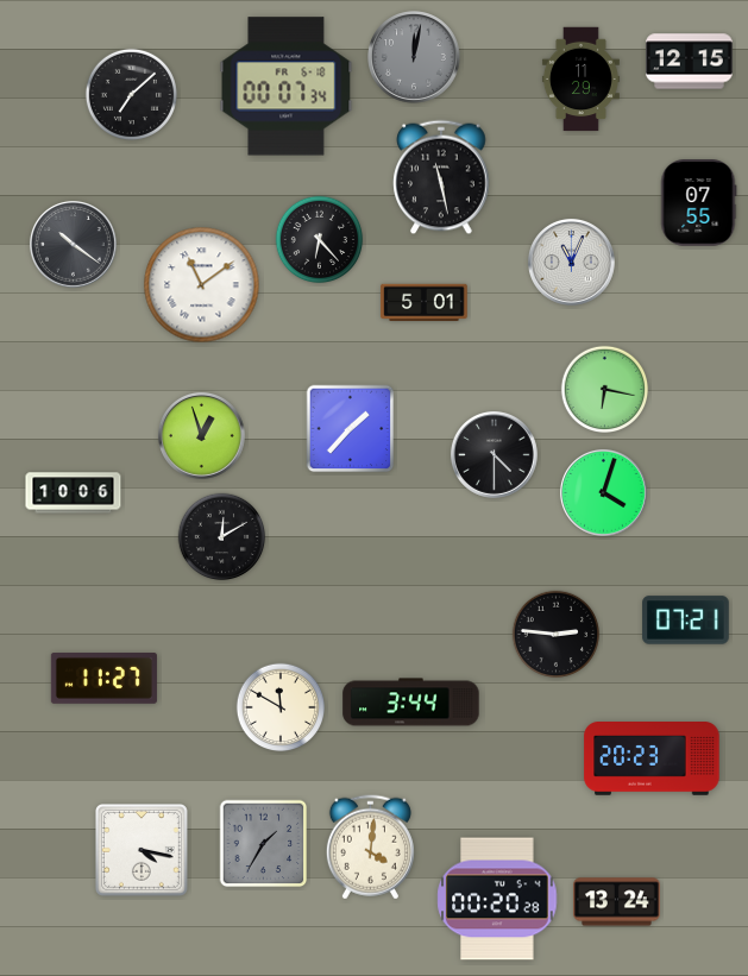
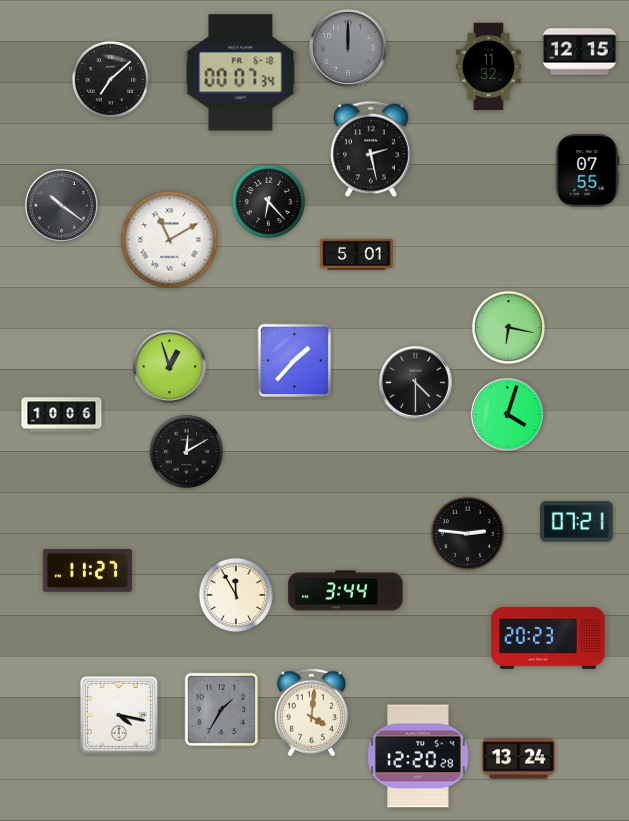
clock at (415, 58): 12:02 -> 12:00
clock at (580, 80): 11:29 -> 11:32
clock at (441, 177): 11:28 -> 2:28
clock at (572, 263): 11:04 -> none
clock at (202, 285): 11:09 -> 11:10
clock at (281, 707): 11:50 -> 11:55
clock at (497, 899): 00:20 -> 12:20
